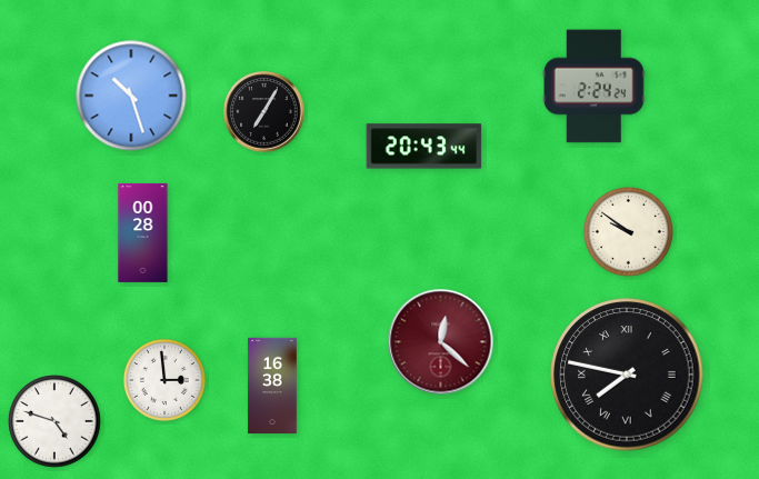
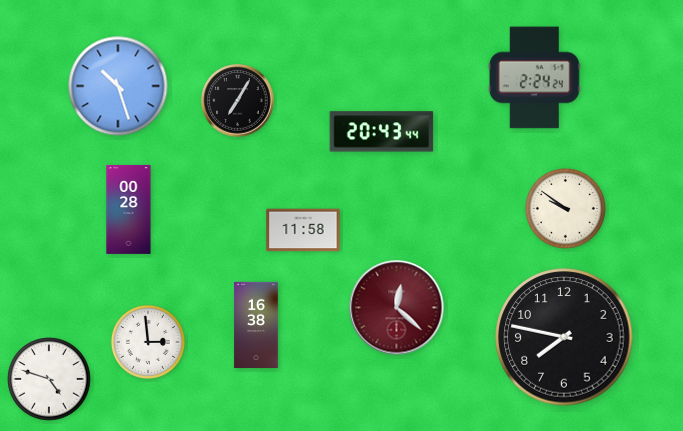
clock at (303, 230): none -> 11:58
clock at (627, 375) numerals: Roman -> Arabic
clock at (272, 386) position: (272, 386) -> (256, 325)
